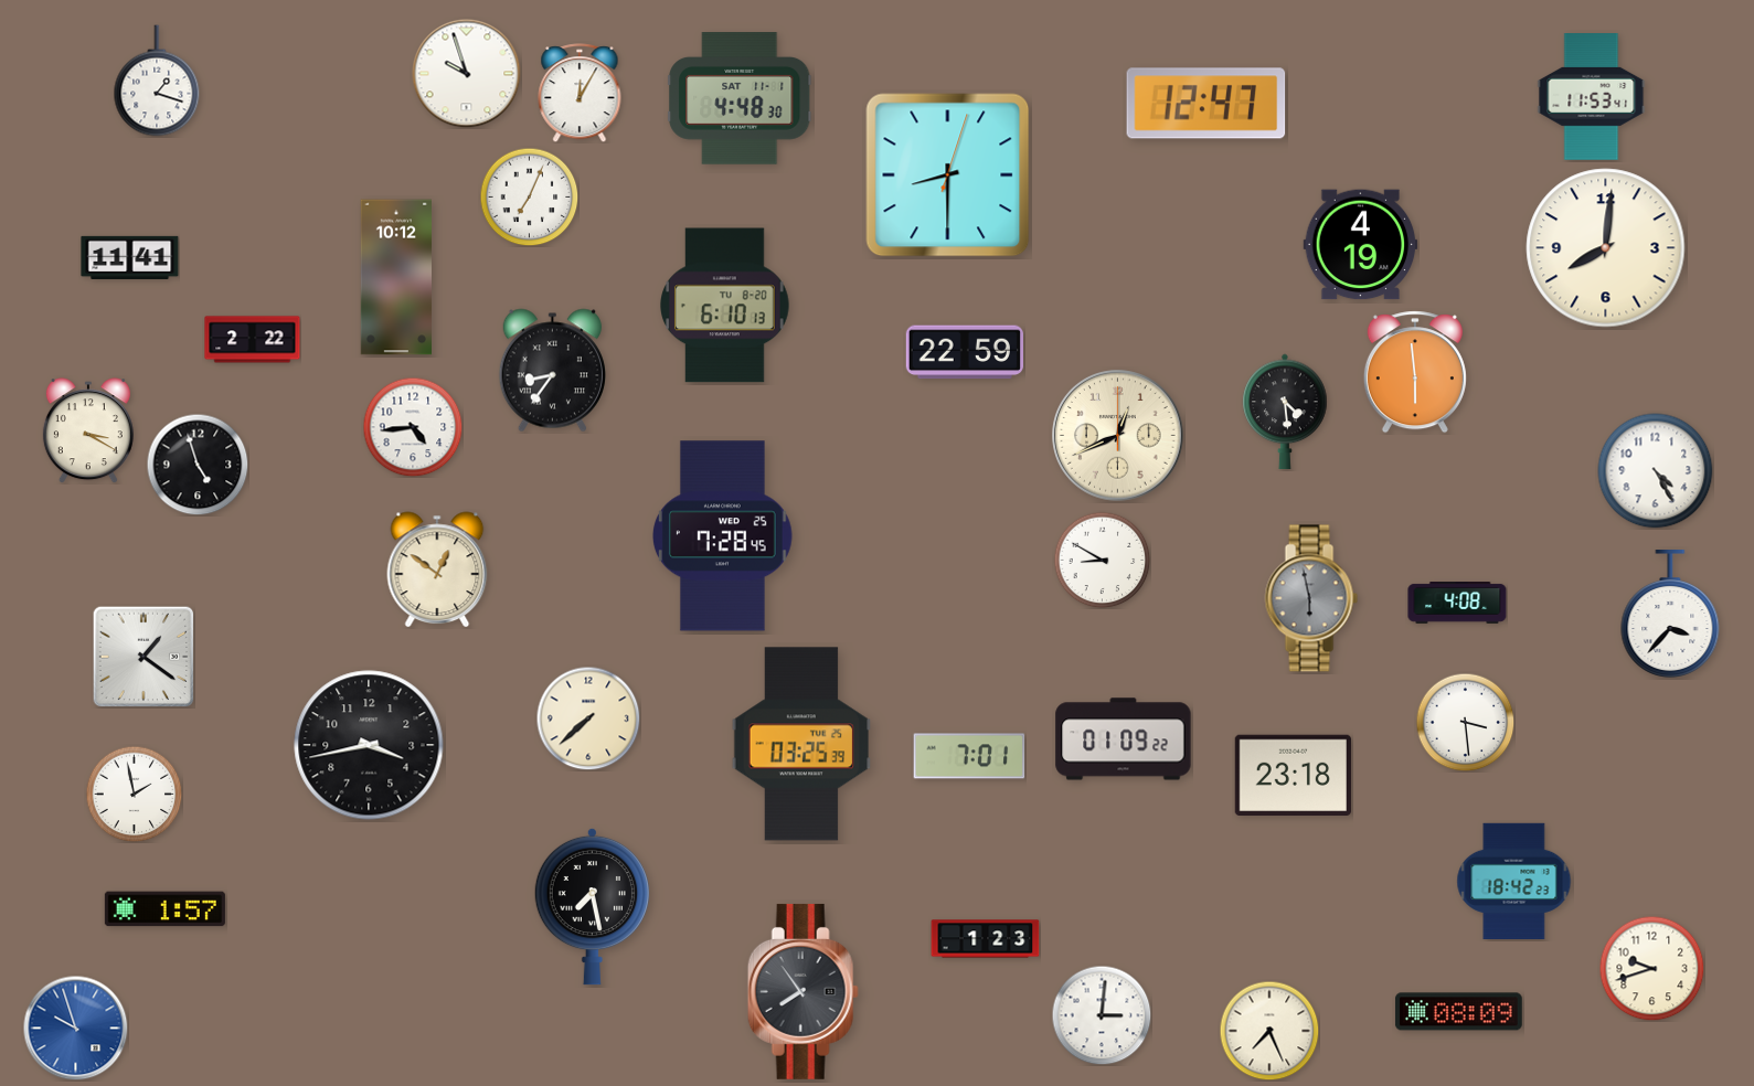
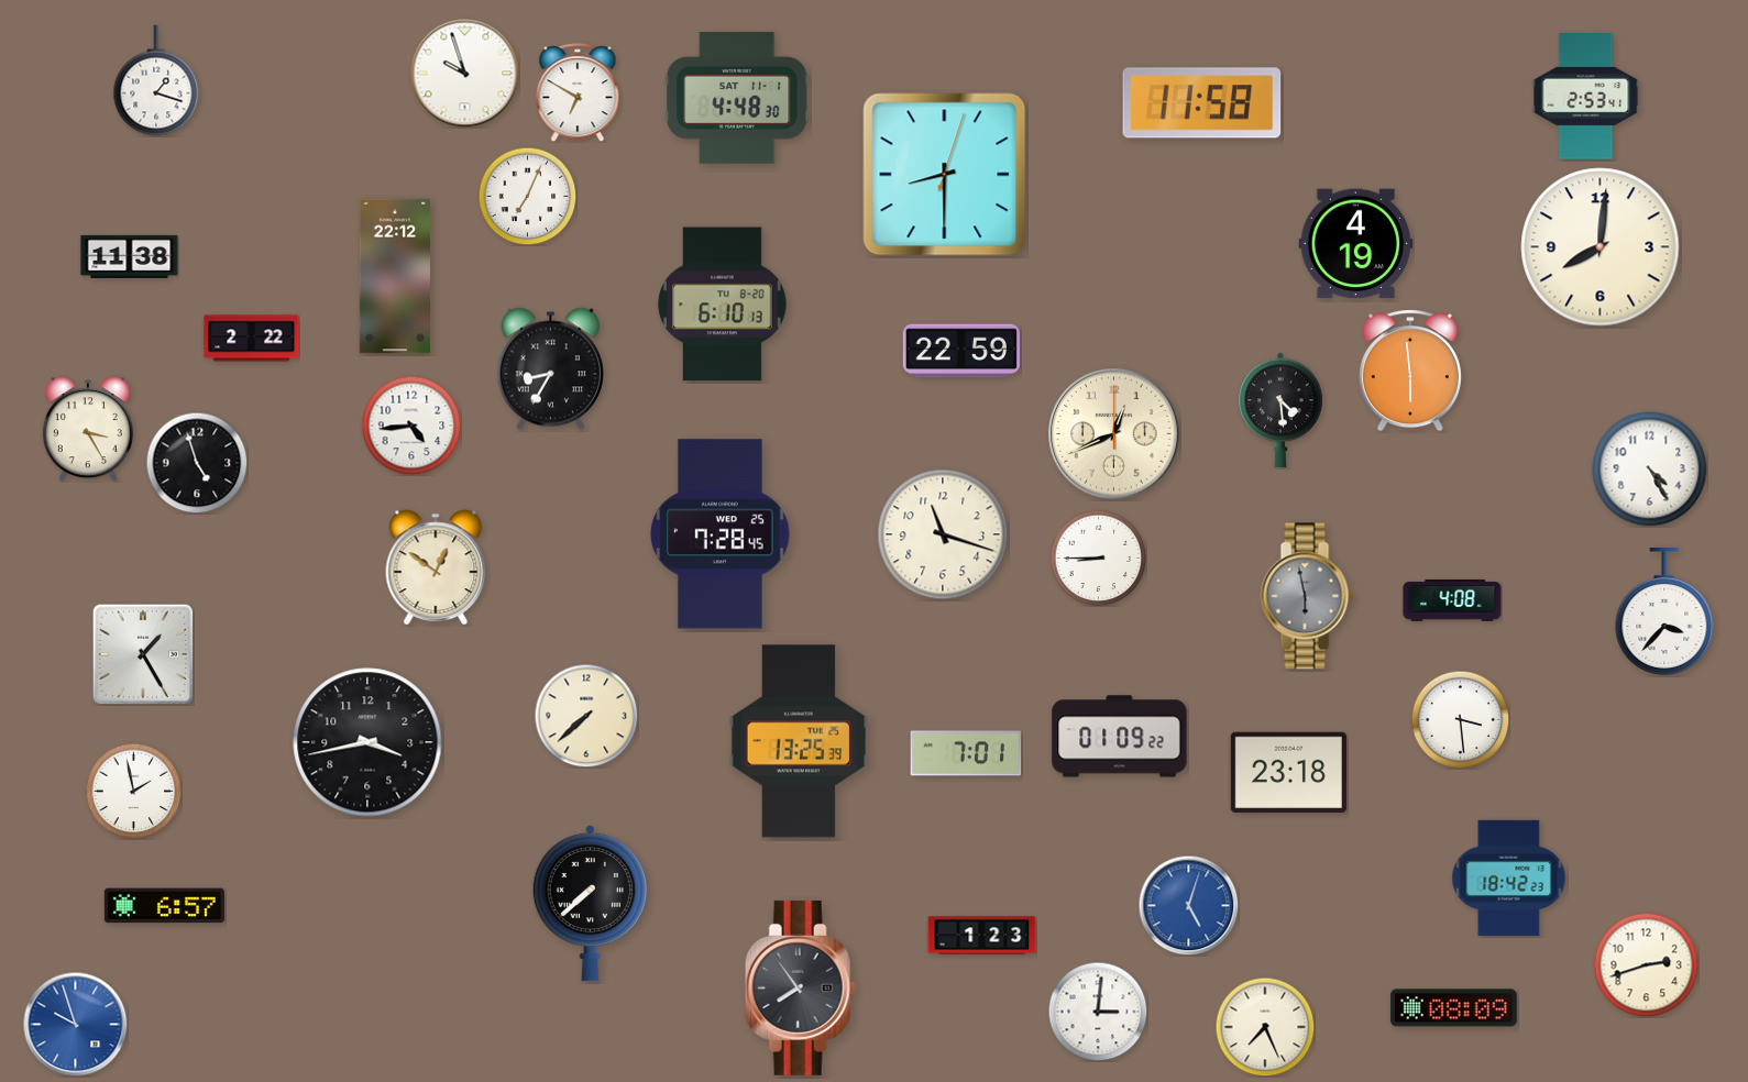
clock at (580, 93): 12:05 -> 6:50
clock at (1592, 97): 11:53 -> 2:53
clock at (1206, 104): 12:47 -> 11:58
clock at (130, 257): 11:41 -> 11:38
clock at (395, 277): 10:12 -> 22:12
clock at (552, 371): 8:36 -> 8:35
clock at (88, 430): 3:20 -> 3:25
clock at (943, 534): none -> 11:18
clock at (1102, 560): 8:50 -> 8:45
clock at (143, 657): 1:21 -> 1:25
clock at (801, 744): 03:25 -> 13:25
clock at (592, 906): 7:28 -> 7:38
clock at (1188, 905): none -> 5:03
clock at (164, 909): 1:57 -> 6:57
clock at (1651, 968): 9:42 -> 2:42
